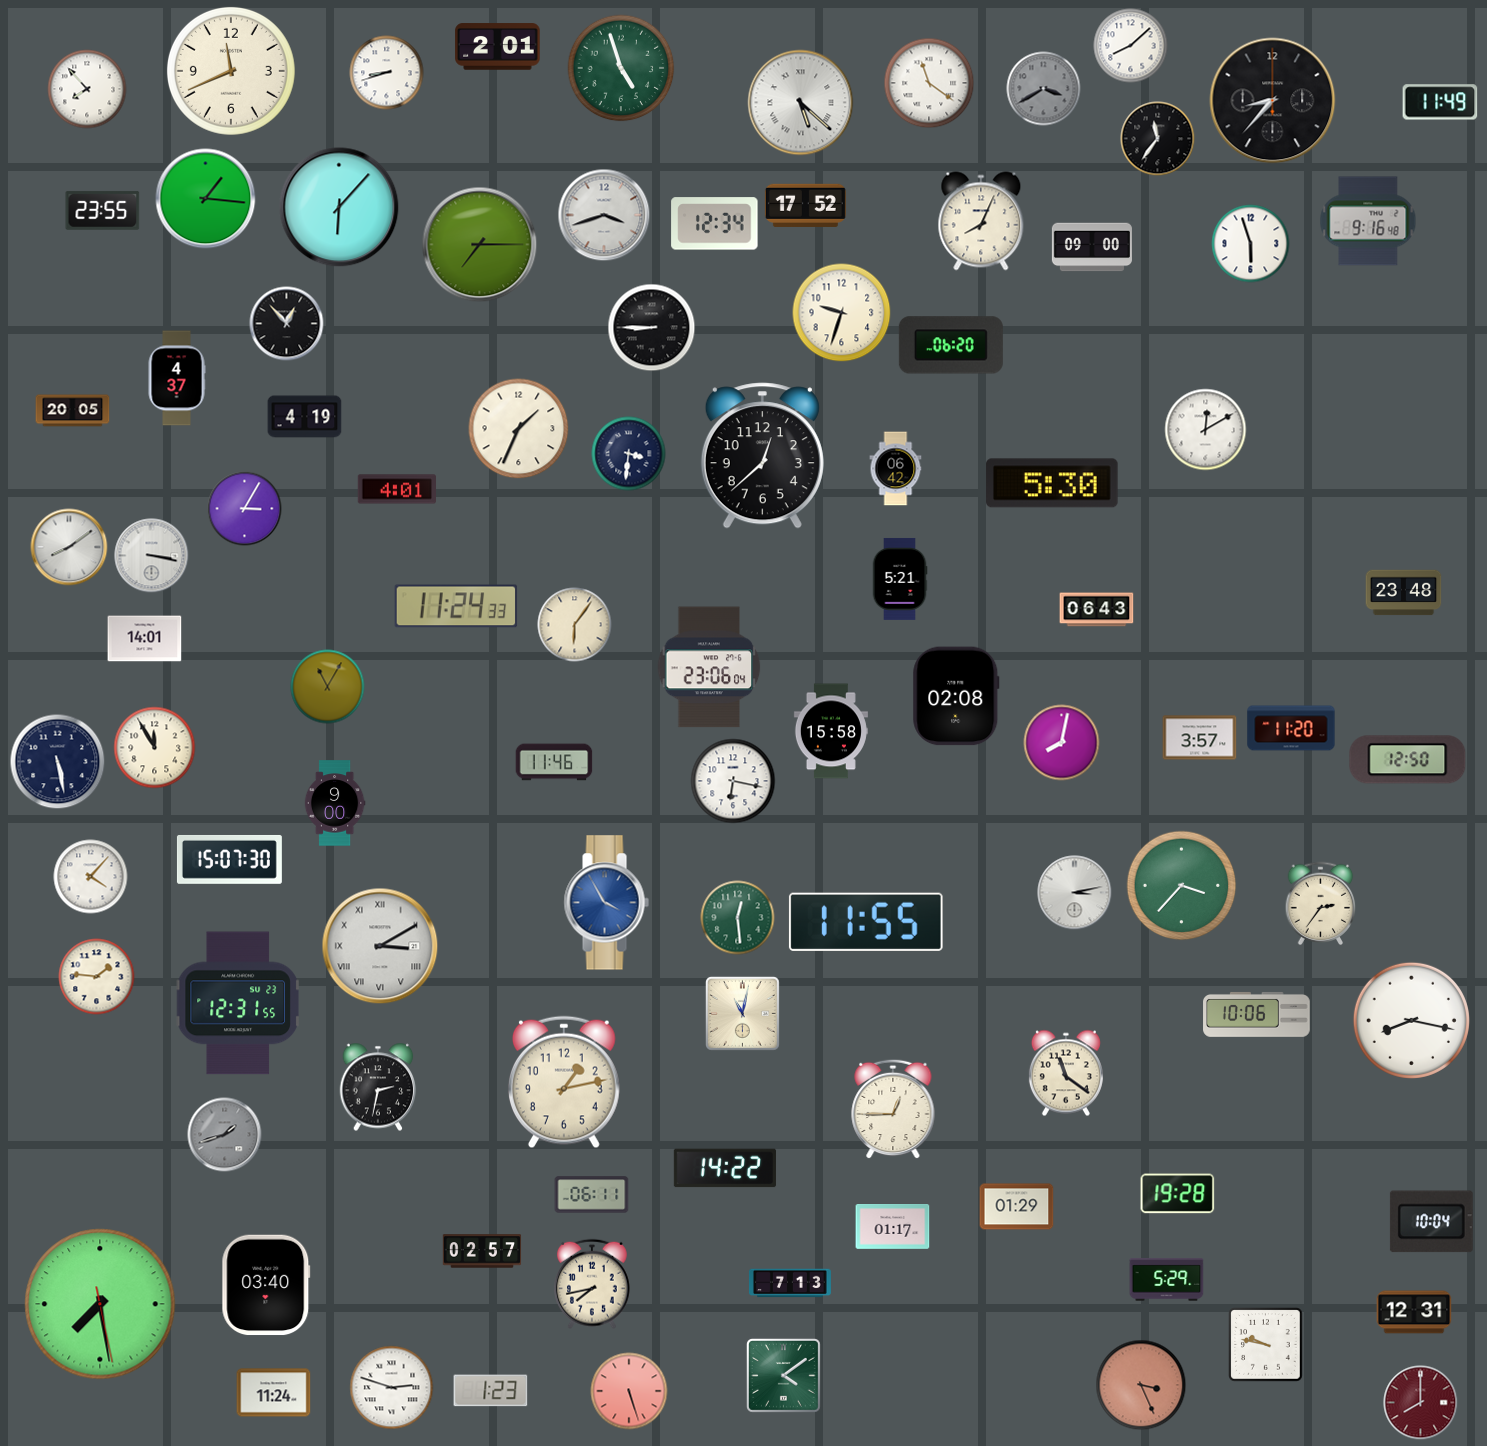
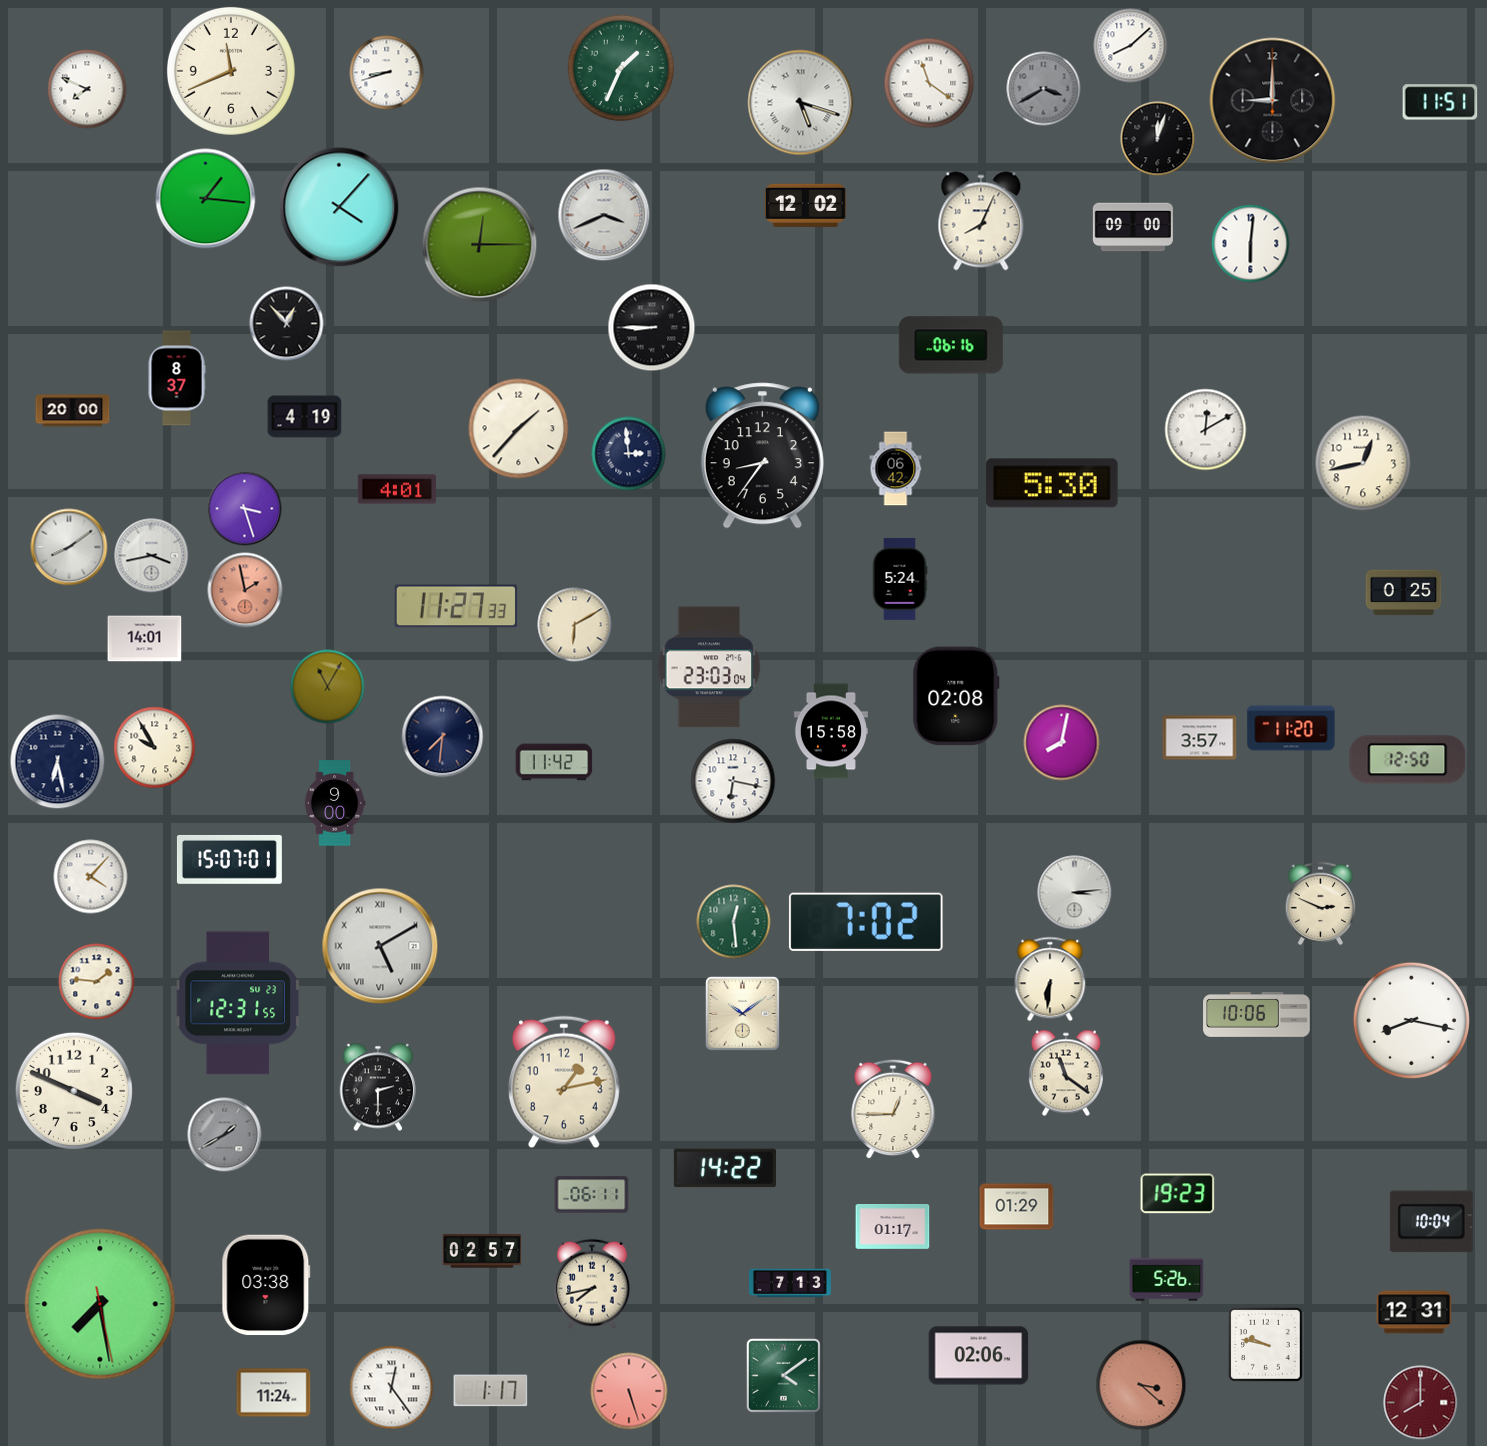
clock at (498, 47): 2:01 -> none
clock at (621, 68): 4:57 -> 1:34
clock at (87, 89): 7:53 -> 7:49
clock at (1273, 101): 8:37 -> 9:00
clock at (1440, 102): 11:49 -> 11:51
clock at (801, 103): 5:22 -> 5:18
clock at (1158, 139): 11:36 -> 12:03
clock at (805, 205): 17:52 -> 12:02
clock at (339, 207): 6:07 -> 4:07
clock at (103, 210): 23:55 -> none
clock at (604, 215): 3:42 -> 3:41
clock at (1368, 221): 9:16 -> none
clock at (715, 224): 12:34 -> none
clock at (1251, 244): 5:57 -> 6:01
clock at (480, 245): 7:15 -> 12:15
clock at (1092, 247) position: (1092, 247) -> (1133, 227)
clock at (842, 313): 9:33 -> none
clock at (951, 345): 06:20 -> 06:16
clock at (177, 378): 4:37 -> 8:37
clock at (73, 411): 20:05 -> 20:00
clock at (519, 429): 1:34 -> 1:37
clock at (629, 454): 3:31 -> 2:59
clock at (762, 456): 12:38 -> 8:36
clock at (1363, 463): none -> 12:43
clock at (245, 509): 3:05 -> 3:27
clock at (152, 556): 3:17 -> 3:43
clock at (900, 579): 5:21 -> 5:24
clock at (245, 590): none -> 1:58
clock at (1404, 593): 23:48 -> 0:25
clock at (456, 606): 11:24 -> 11:27
clock at (1097, 610): 06:43 -> none
clock at (575, 625): 6:06 -> 6:10
clock at (709, 667): 23:06 -> 23:03
clock at (443, 737): none -> 7:31
clock at (155, 748): 11:55 -> 9:55
clock at (58, 762): 5:28 -> 6:28
clock at (554, 762): 11:46 -> 11:42
clock at (229, 859): 15:07:30 -> 15:07:01
clock at (1182, 886): 3:37 -> none
clock at (1075, 893): 3:13 -> 3:14
clock at (606, 903): 3:55 -> none
clock at (1321, 904): 2:36 -> 2:49
clock at (738, 918) position: (738, 918) -> (734, 922)
clock at (866, 922): 11:55 -> 7:02
clock at (380, 946): 3:10 -> 5:10
clock at (97, 977) position: (97, 977) -> (97, 982)
clock at (1050, 979): none -> 6:31
clock at (742, 1013): 11:02 -> 10:09
clock at (378, 1087): 2:32 -> 2:30
clock at (74, 1091): none -> 3:49
clock at (225, 1135): 1:42 -> 1:40
clock at (1178, 1194): 19:28 -> 19:23
clock at (1167, 1280): 5:29 -> 5:26
clock at (266, 1285): 03:40 -> 03:38
clock at (979, 1356): none -> 02:06
clock at (1141, 1385): 3:26 -> 3:22
clock at (392, 1388): 2:48 -> 12:24
clock at (491, 1391): 1:23 -> 1:17
